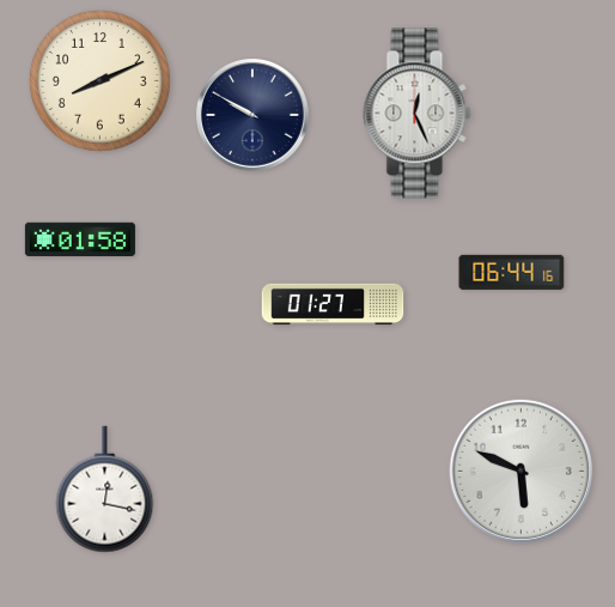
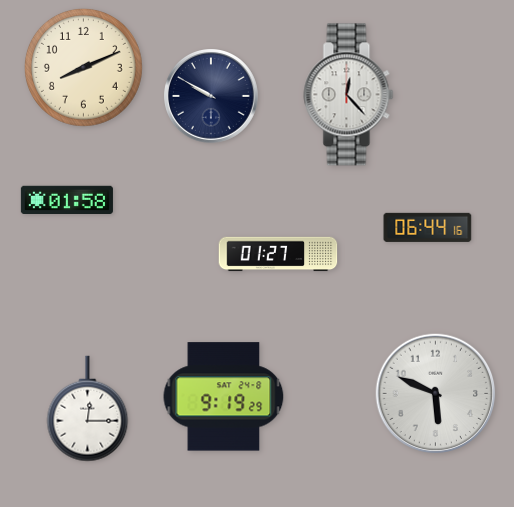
clock at (418, 114): 12:26 -> 12:23
clock at (224, 397): none -> 9:19
clock at (105, 490): 12:17 -> 12:15
